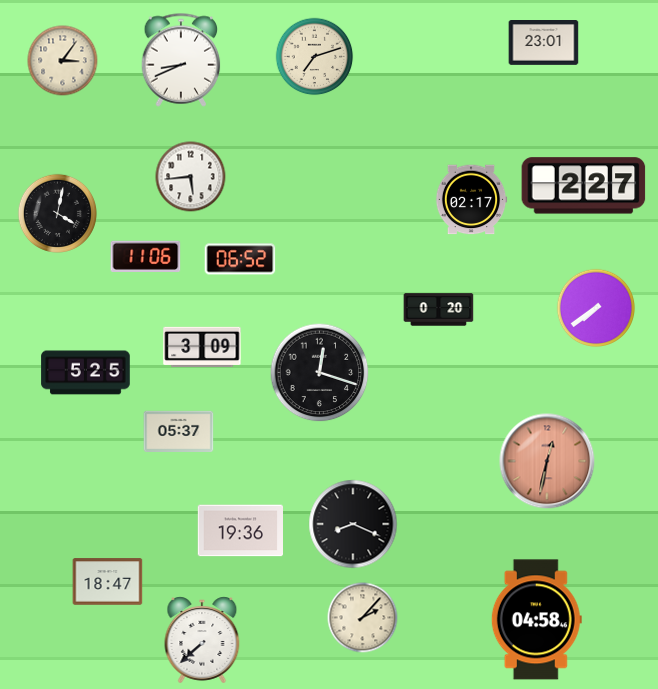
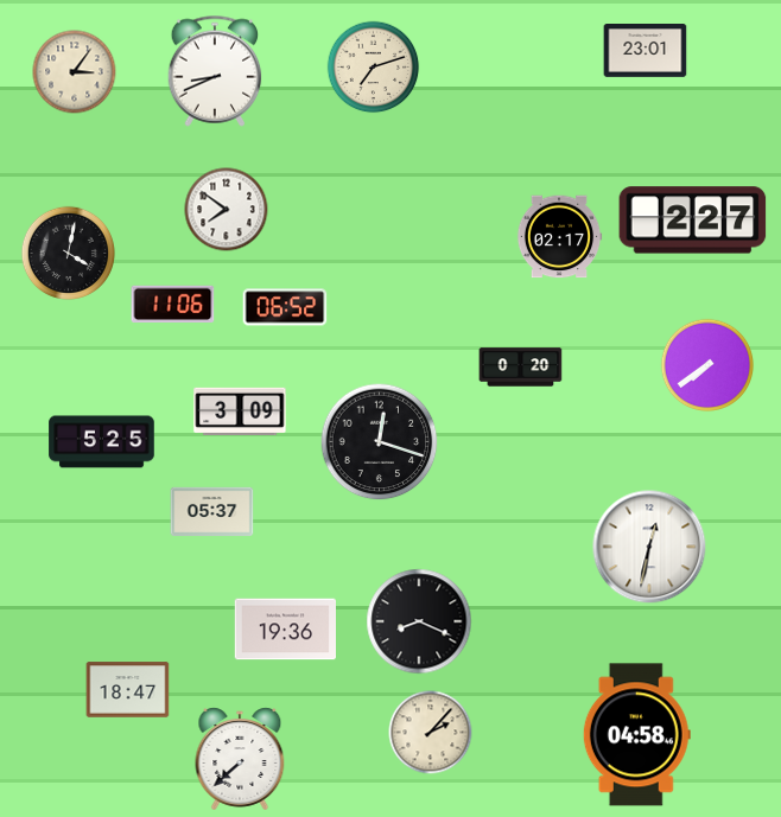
clock at (191, 177): 5:44 -> 7:51
clock at (547, 461) dial: salmon -> white
